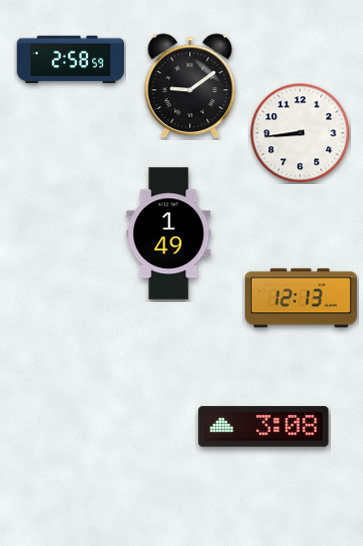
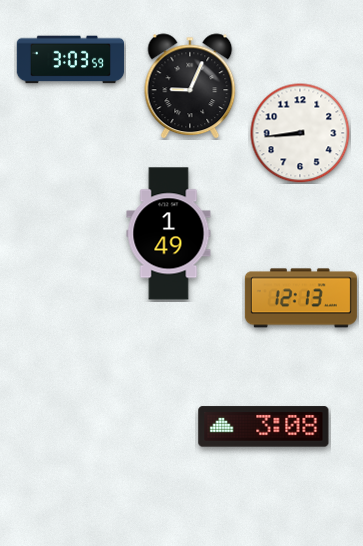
clock at (71, 60): 2:58 -> 3:03
clock at (190, 86): 9:09 -> 9:04
